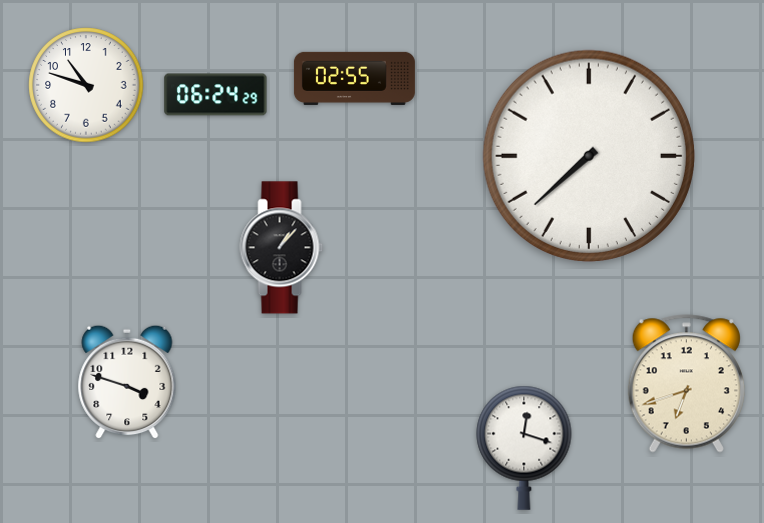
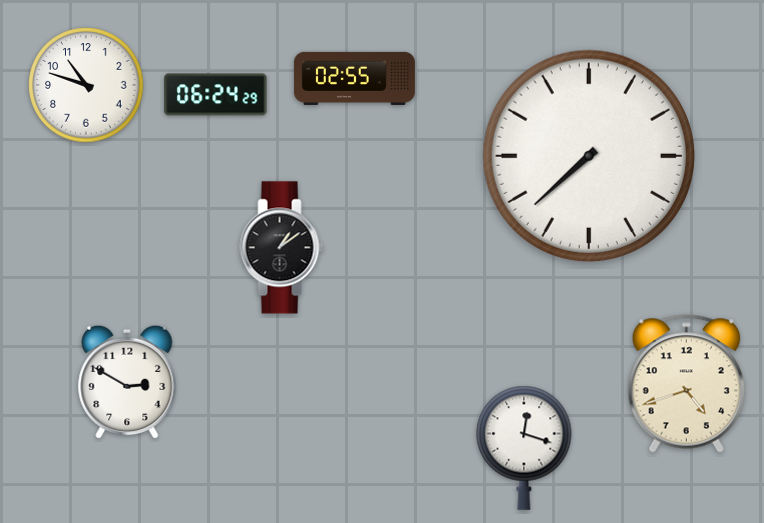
clock at (282, 248): 1:07 -> 1:09
clock at (127, 382): 3:48 -> 2:50
clock at (686, 384): 6:42 -> 4:42
